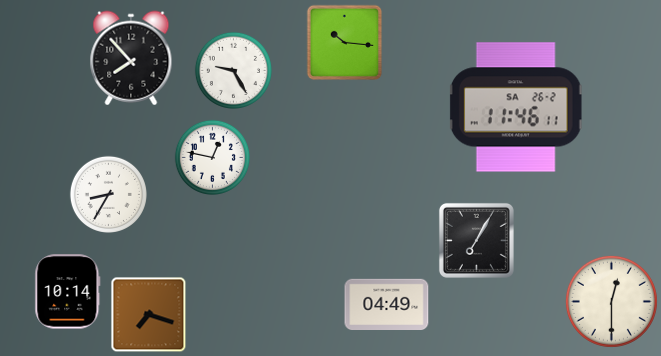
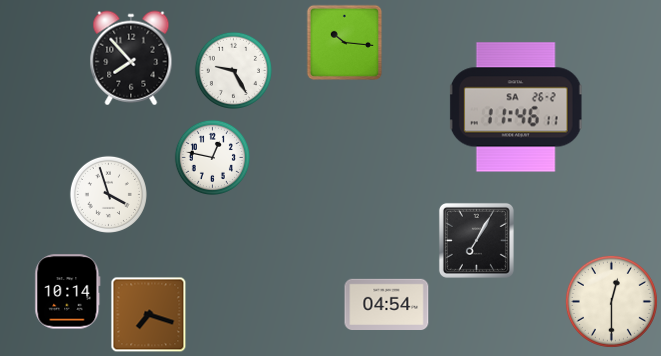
clock at (108, 194): 8:35 -> 3:57
clock at (387, 304): 04:49 -> 04:54
